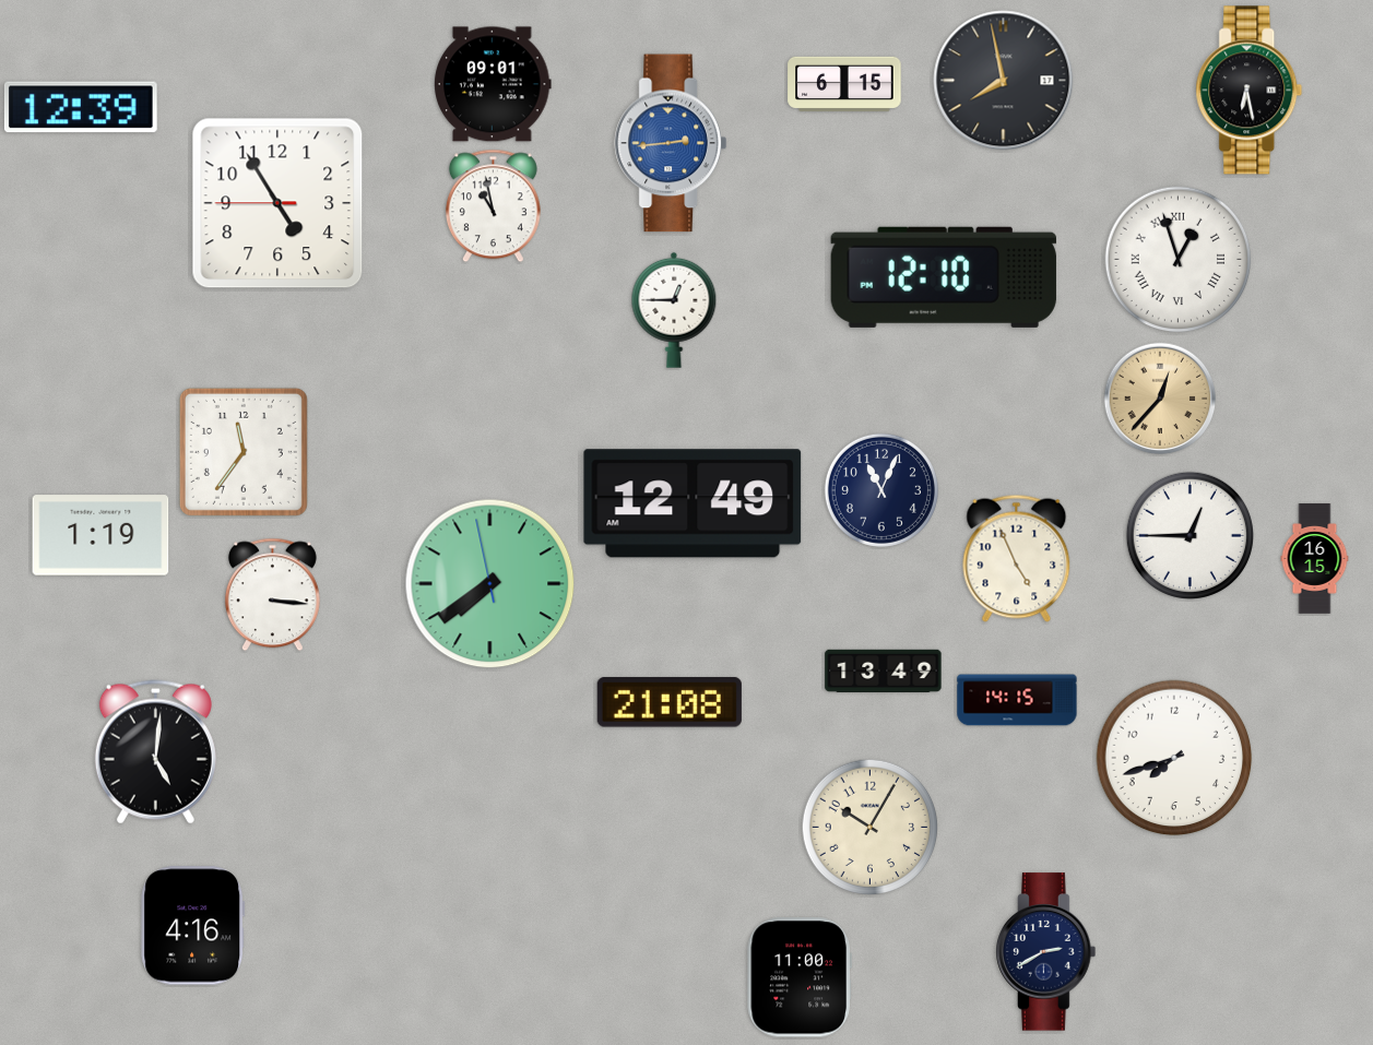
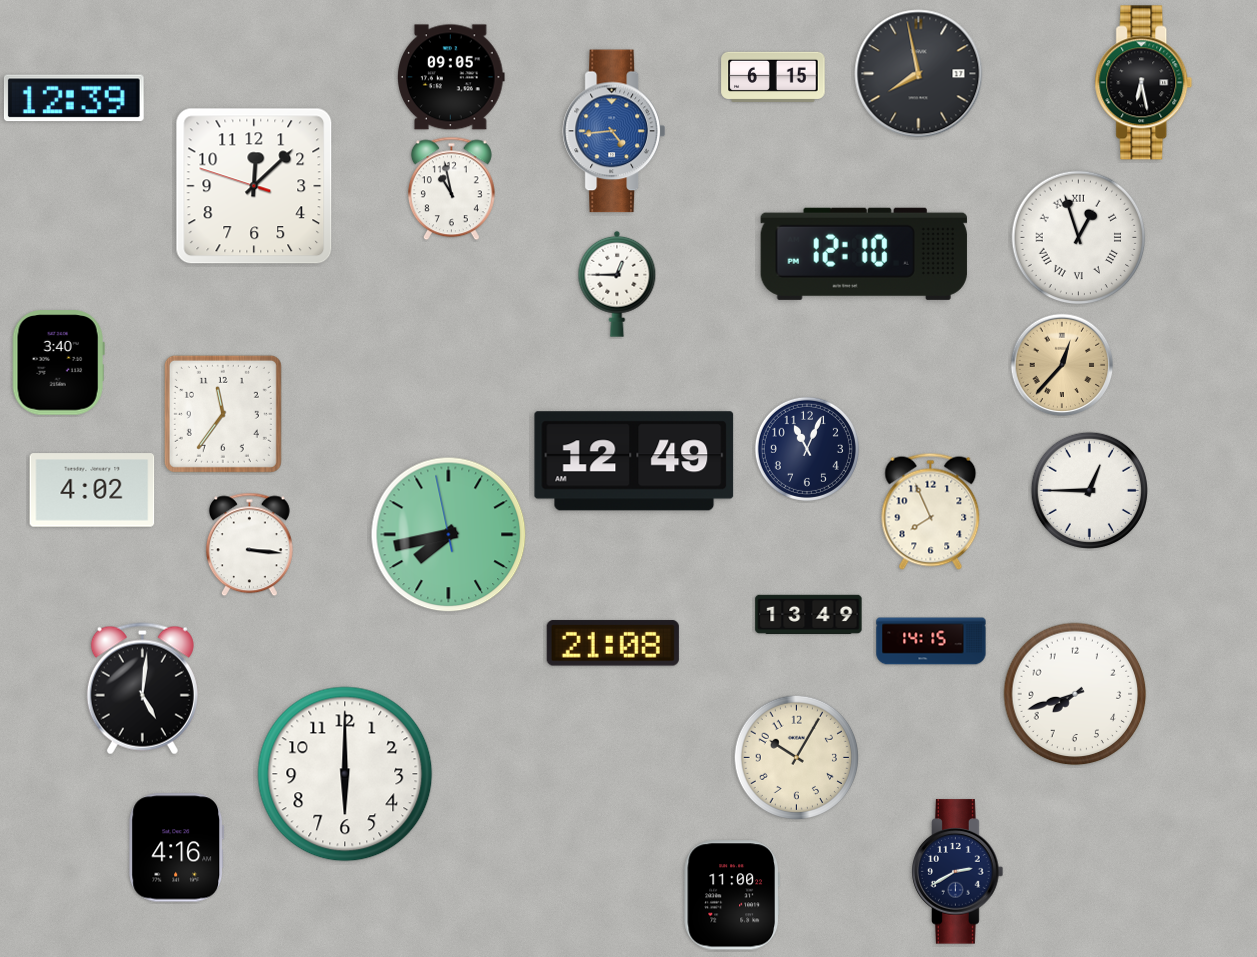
clock at (494, 84): 09:01 -> 09:05
clock at (671, 143): 2:44 -> 4:44
clock at (277, 203): 4:54 -> 12:07
clock at (58, 363): none -> 3:40
clock at (100, 535): 1:19 -> 4:02
clock at (1017, 558): 4:56 -> 7:56
clock at (1315, 559): 16:15 -> none
clock at (490, 584): 7:38 -> 7:42
clock at (345, 774): none -> 6:00
